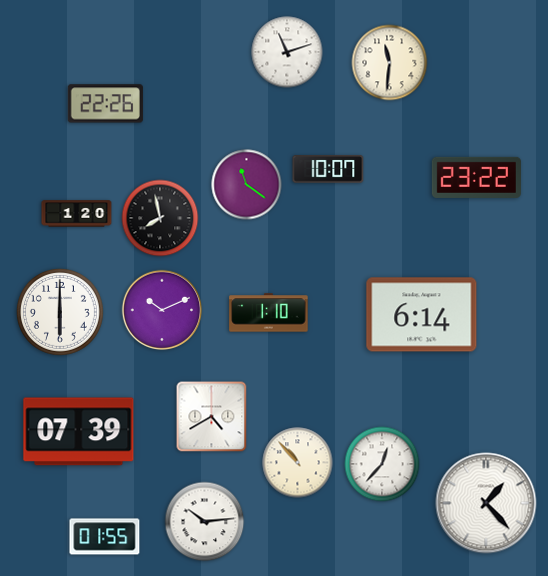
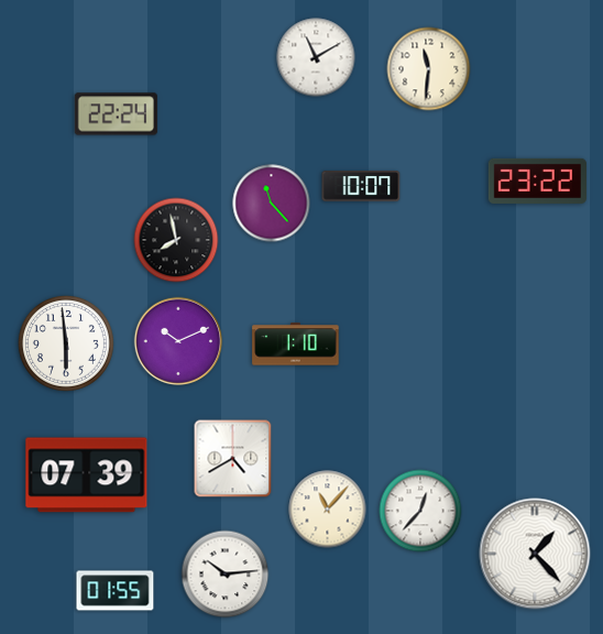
clock at (287, 52): 11:12 -> 11:10
clock at (105, 104): 22:26 -> 22:24
clock at (476, 177) position: (476, 177) -> (537, 181)
clock at (247, 185): 11:21 -> 11:23
clock at (77, 214): 1:20 -> none
clock at (60, 312): 6:00 -> 5:59
clock at (422, 315): 6:14 -> none
clock at (298, 463): 10:53 -> 11:07
